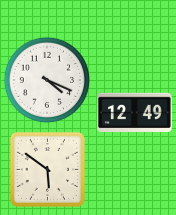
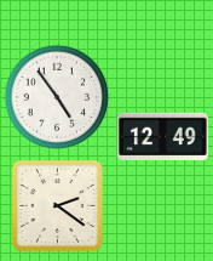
clock at (47, 80): 4:19 -> 4:54
clock at (47, 169): 5:51 -> 2:21
